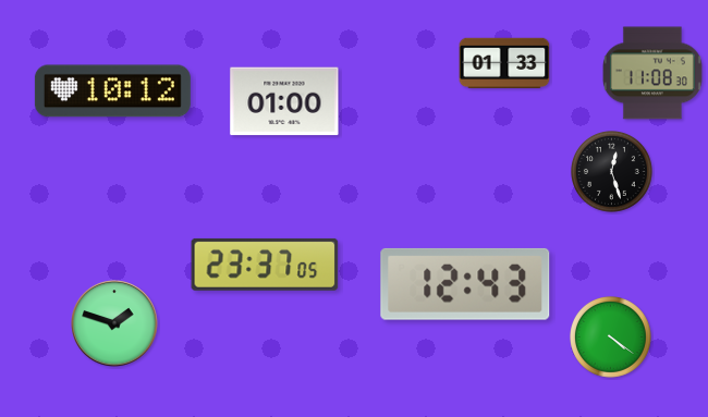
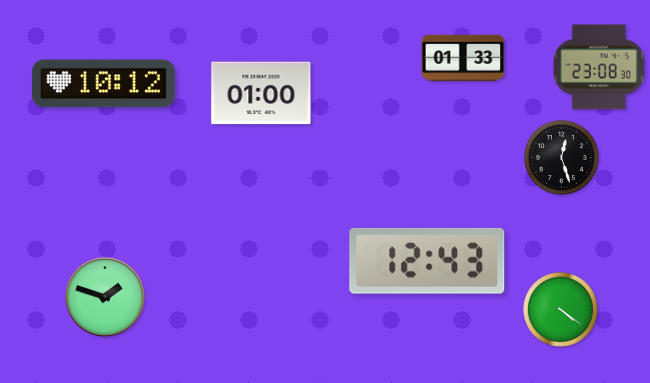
clock at (652, 73): 11:08 -> 23:08
clock at (265, 265): 23:37 -> none
